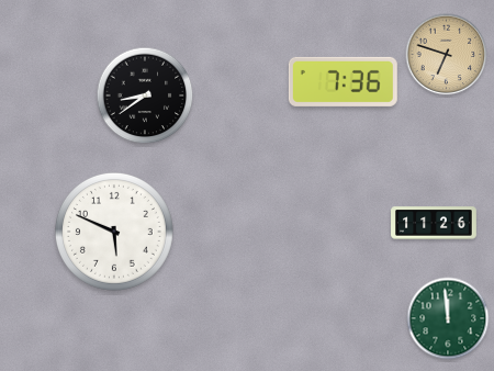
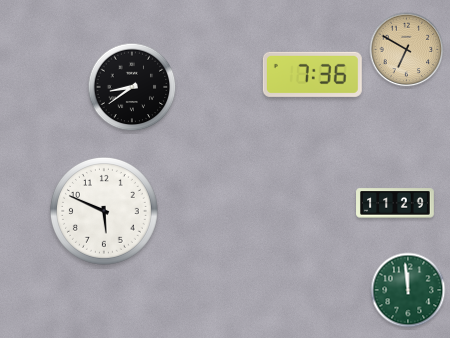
clock at (447, 55): 6:48 -> 6:50
clock at (434, 223): 11:26 -> 11:29
